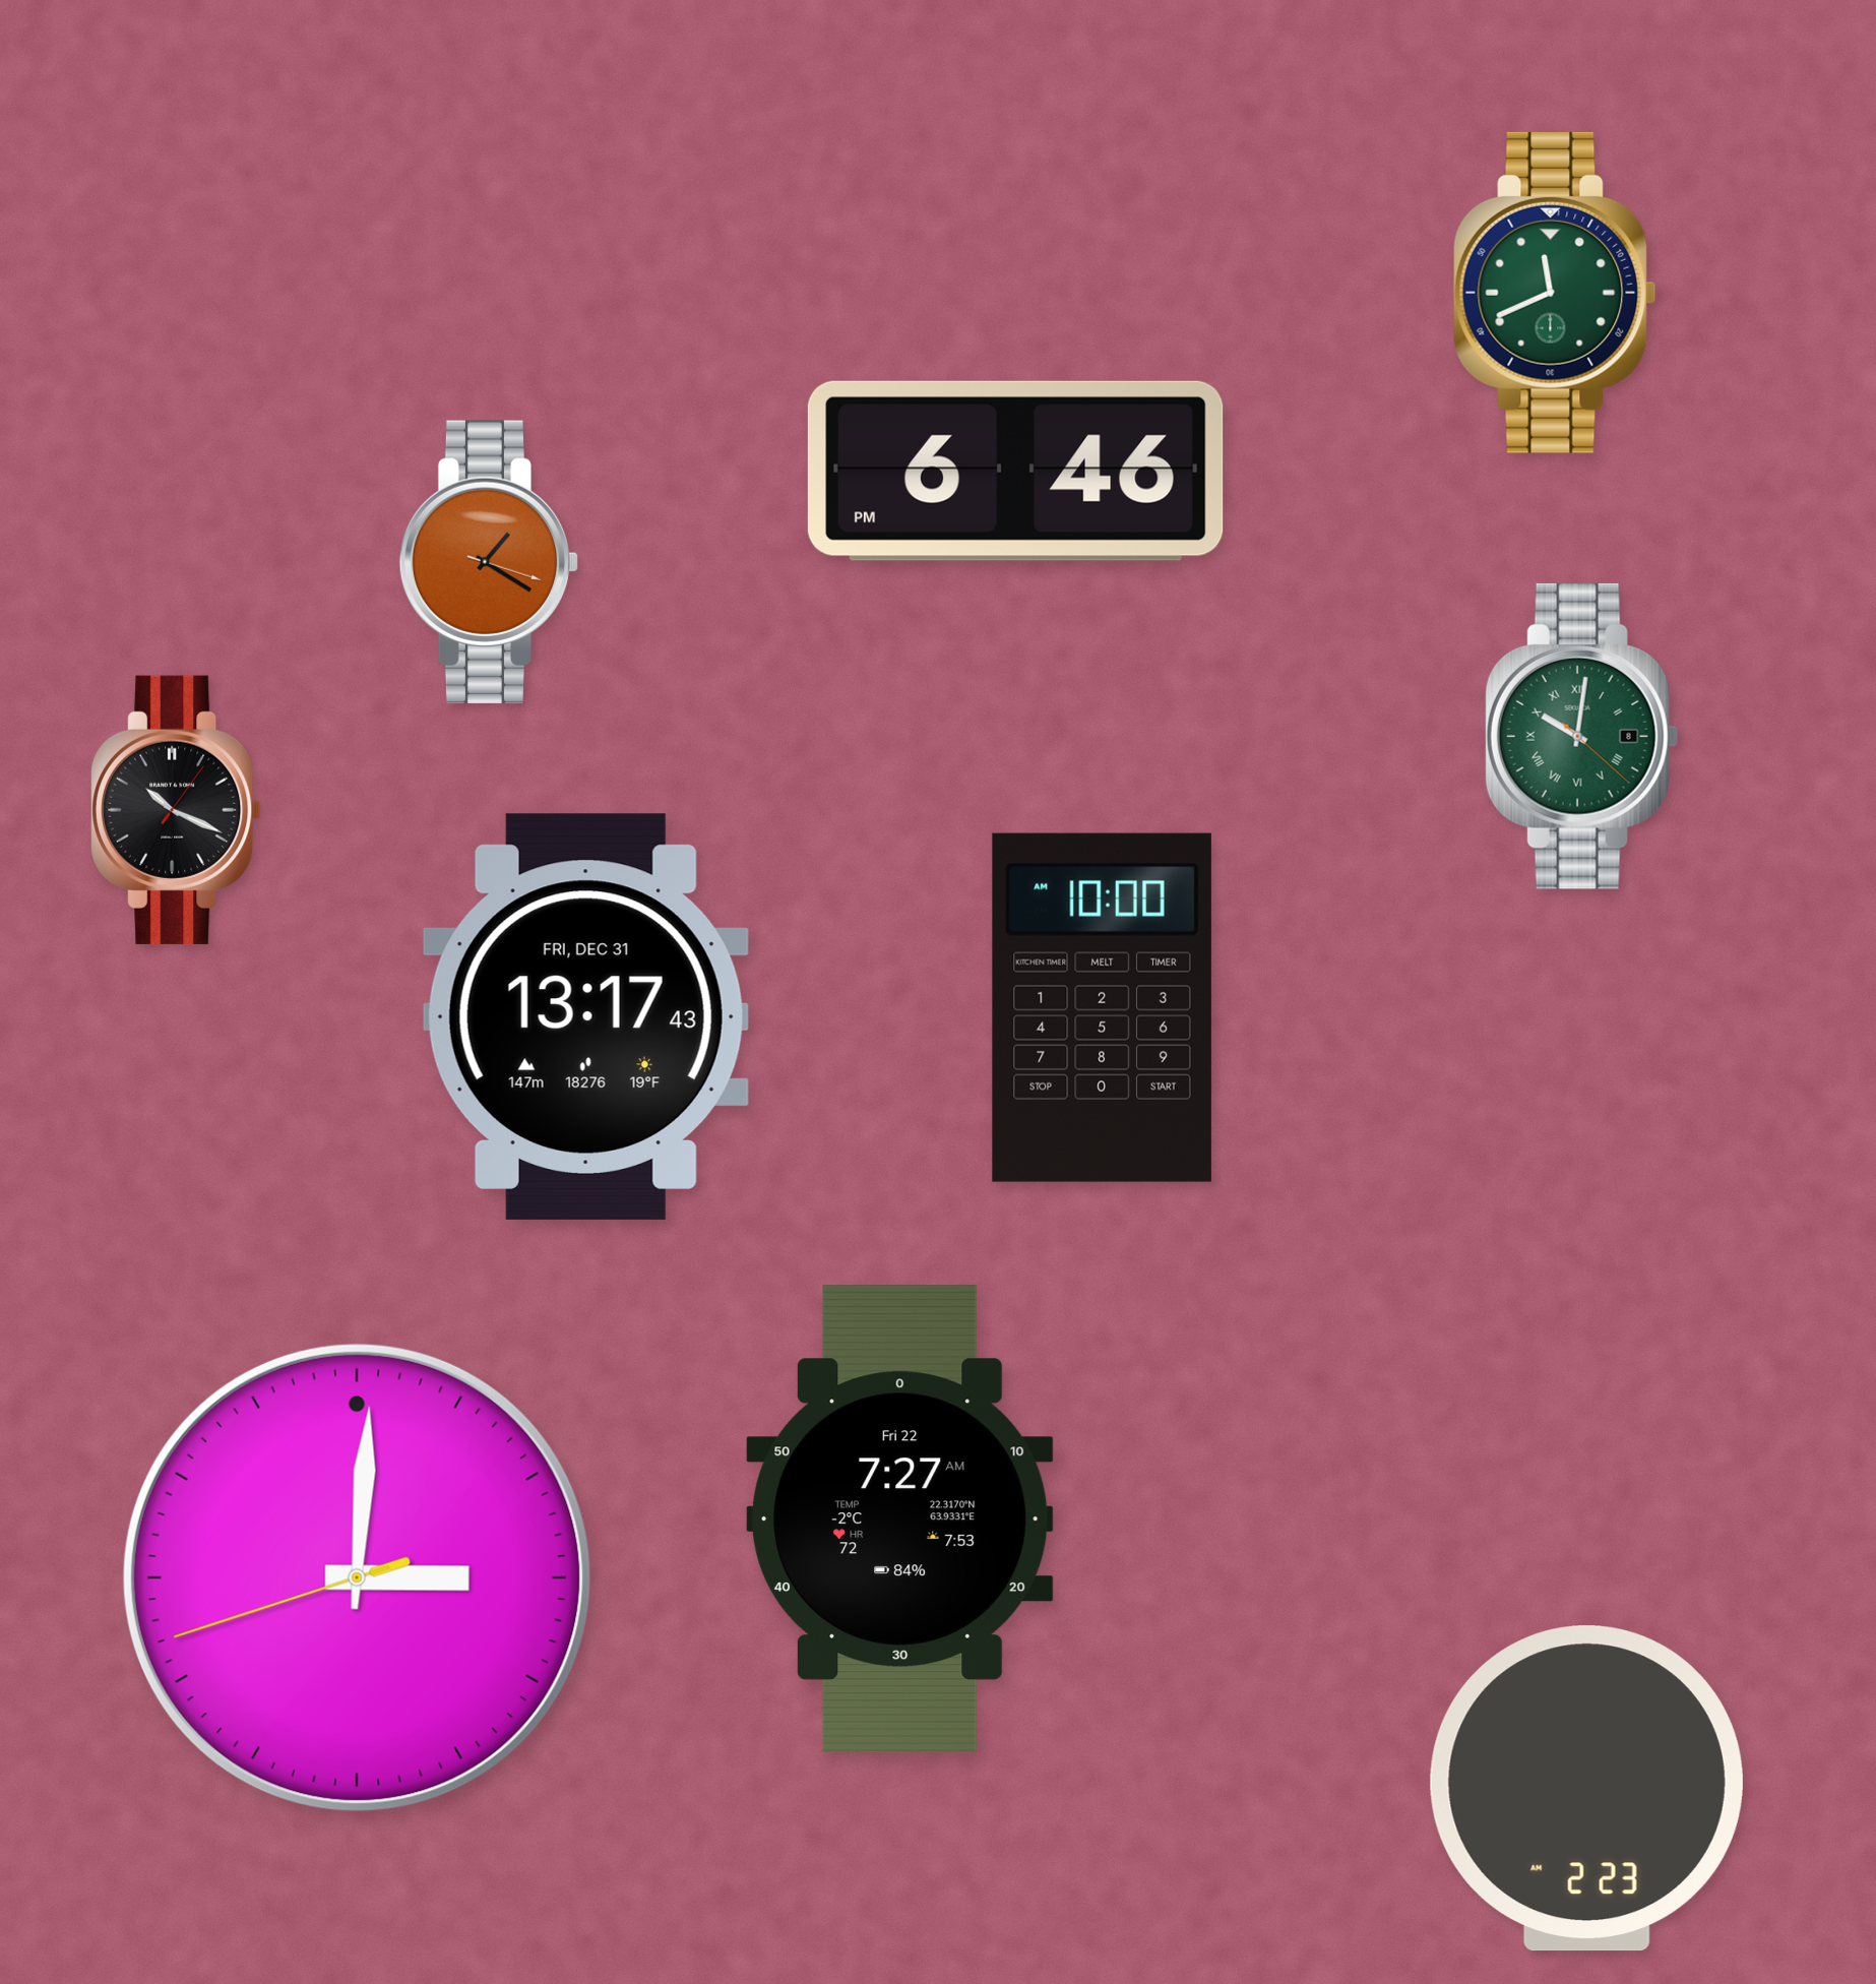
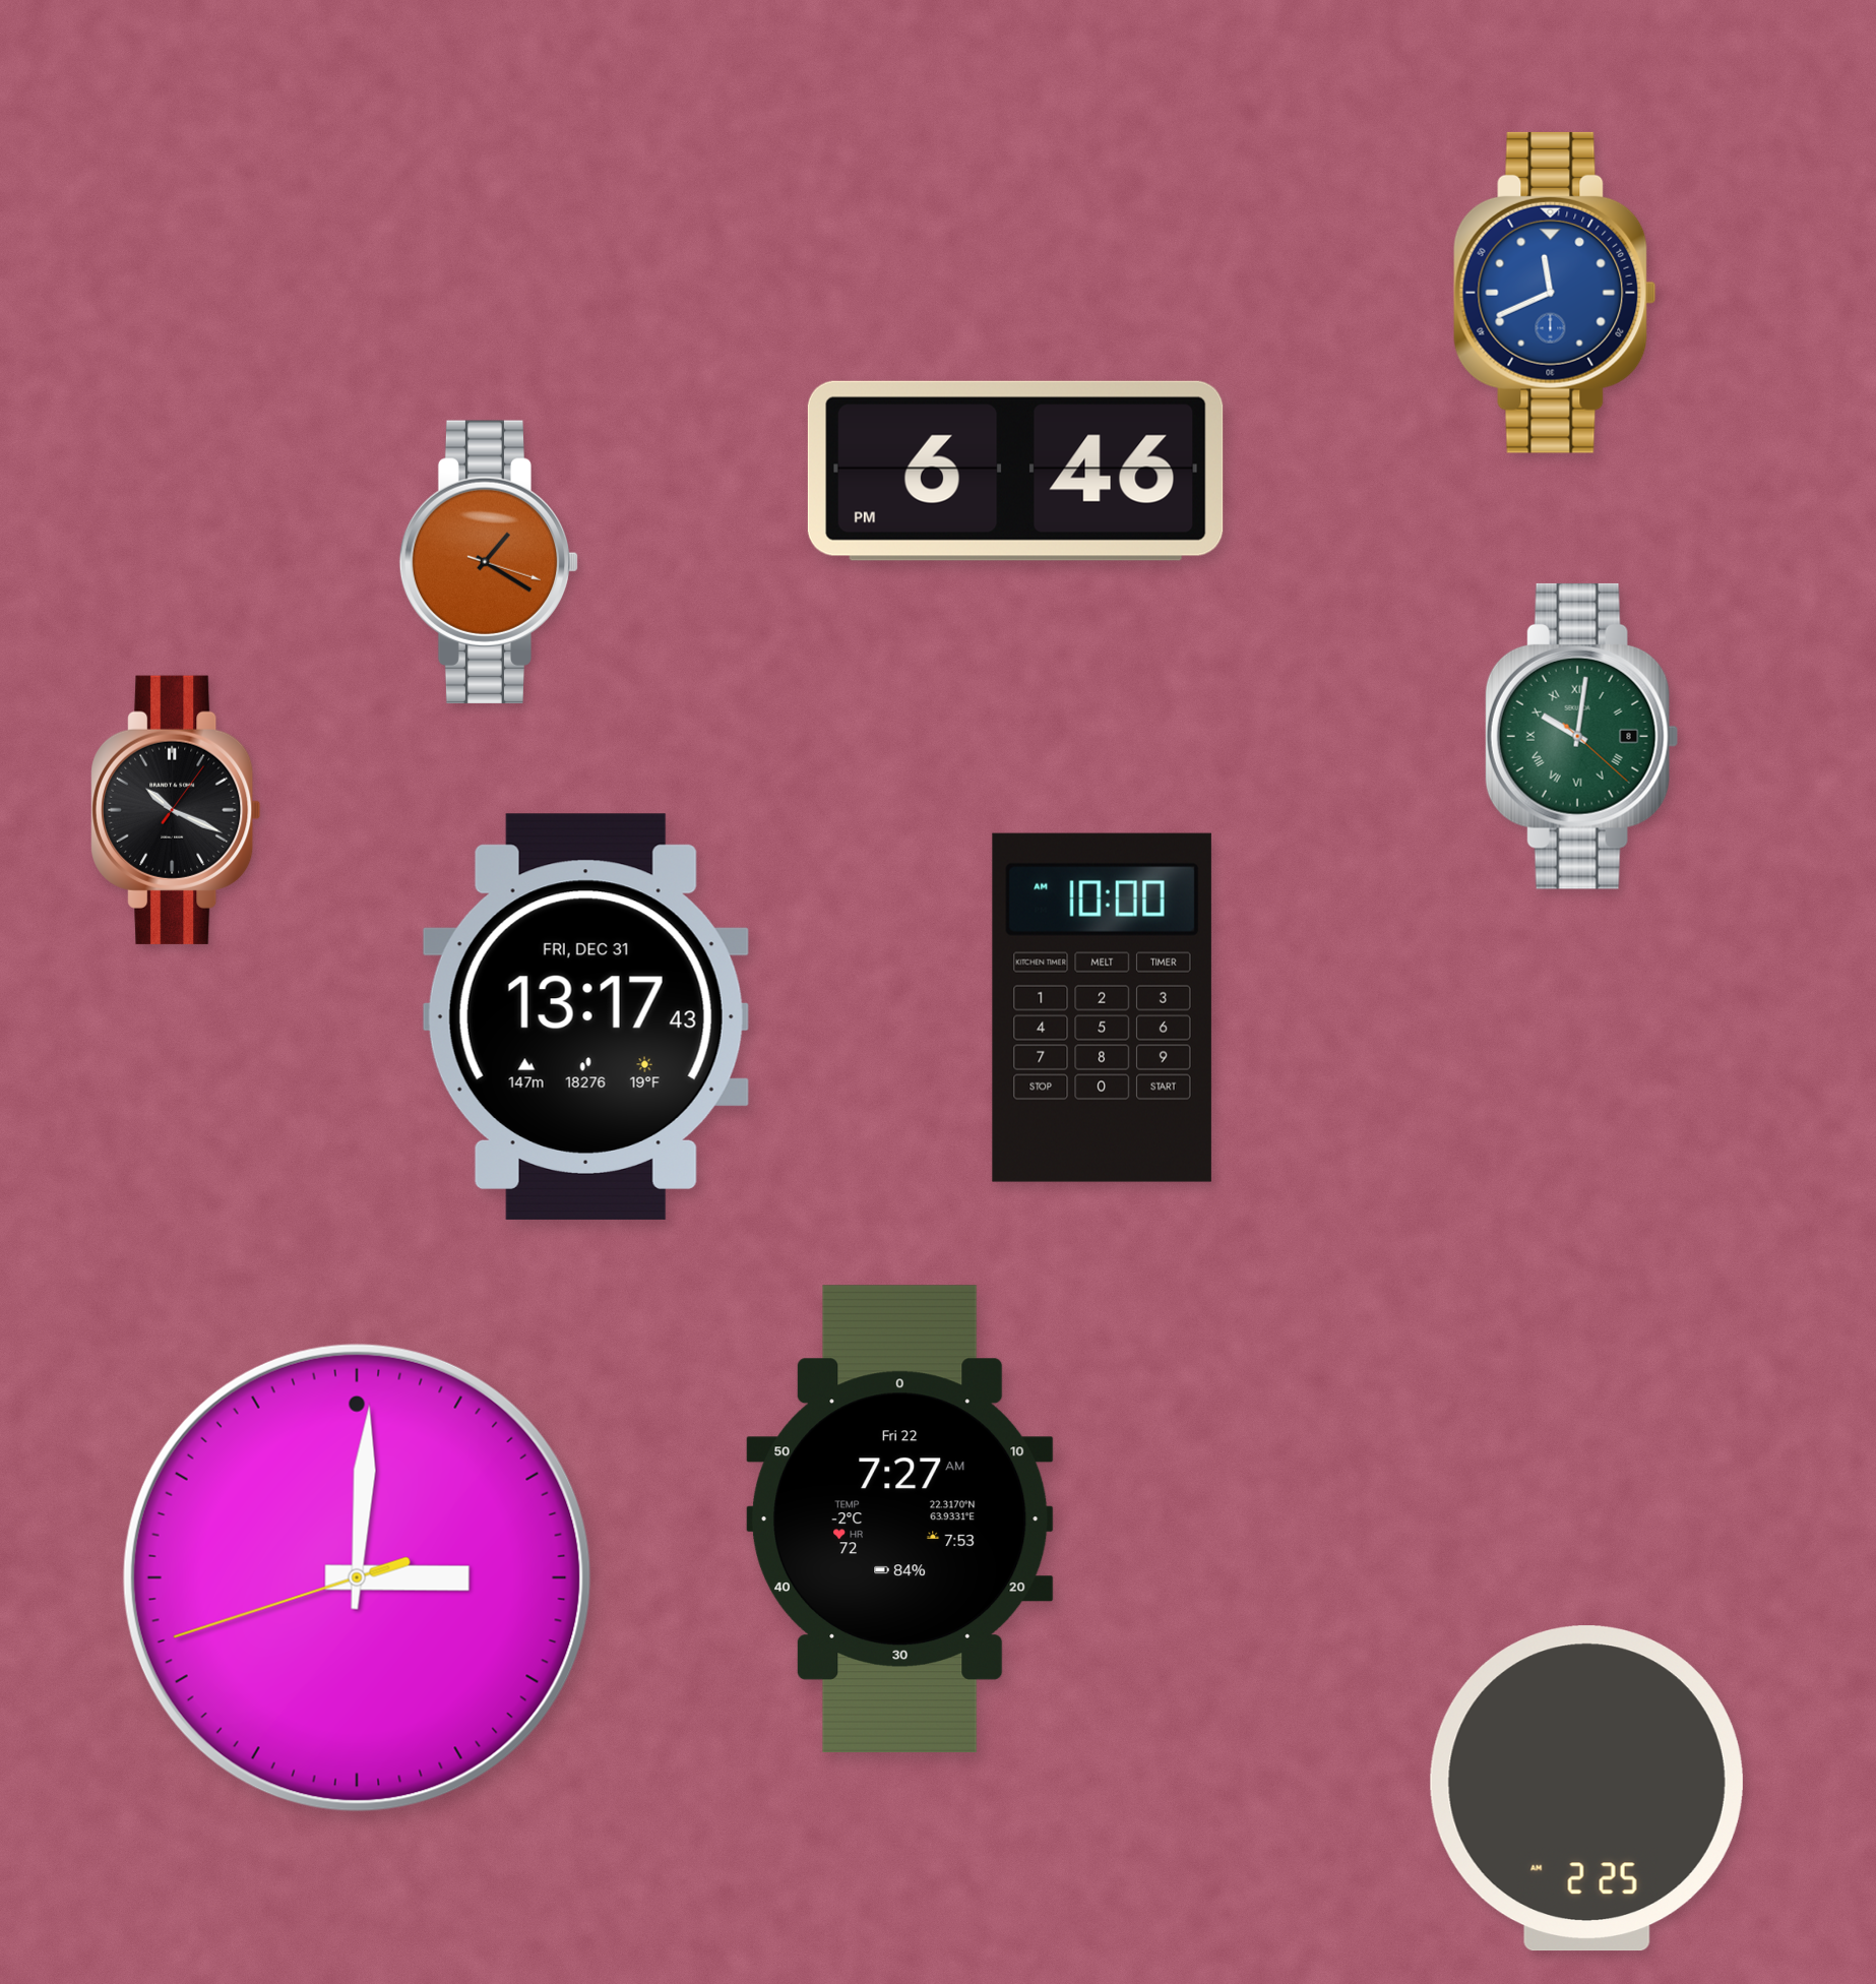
clock at (1555, 293) dial: green -> blue
clock at (1586, 1789): 2:23 -> 2:25
